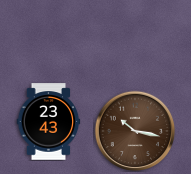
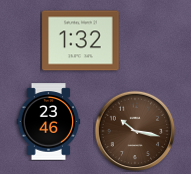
clock at (81, 41): none -> 1:32
clock at (49, 122): 23:43 -> 23:46
